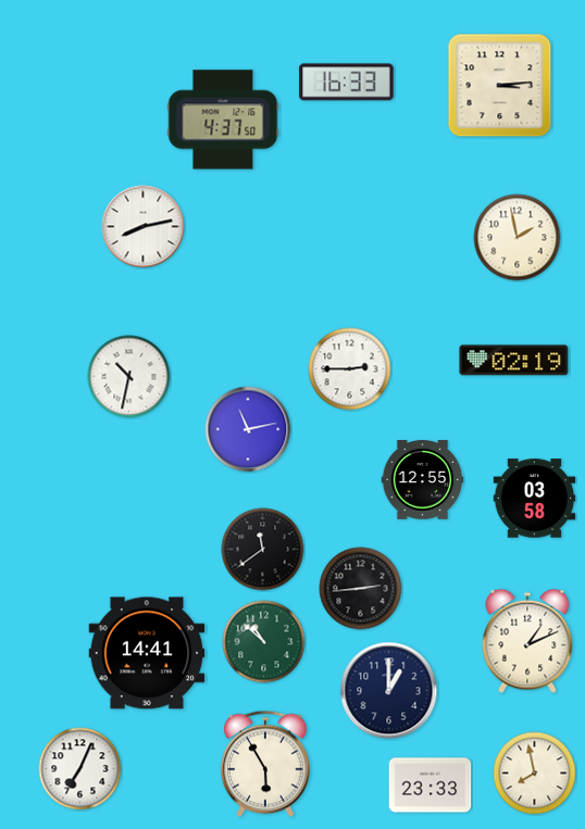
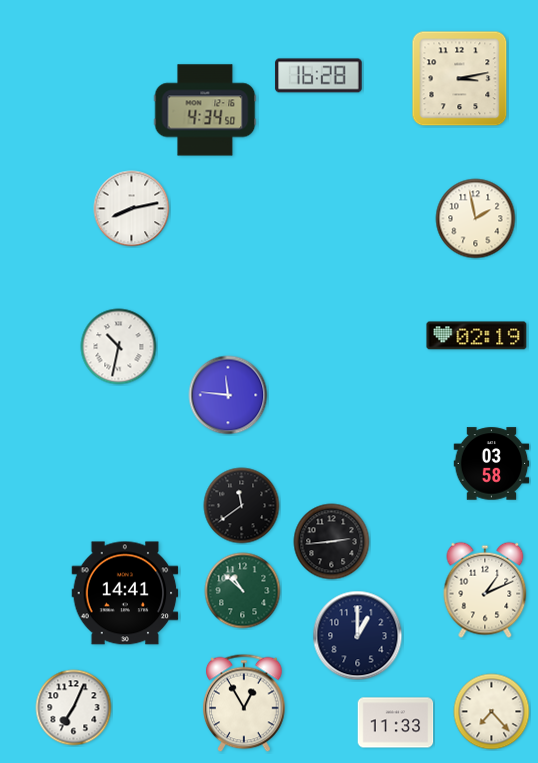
clock at (347, 83): 16:33 -> 16:28
clock at (500, 86): 3:14 -> 3:13
clock at (223, 120): 4:37 -> 4:34
clock at (514, 361) position: (514, 361) -> (477, 336)
clock at (350, 369): 2:45 -> none
clock at (248, 429): 11:13 -> 11:46
clock at (423, 480): 12:55 -> none
clock at (535, 499) position: (535, 499) -> (492, 464)
clock at (147, 653) position: (147, 653) -> (125, 593)
clock at (265, 764): 5:55 -> 12:55
clock at (535, 774): 7:58 -> 7:23
clock at (431, 786): 23:33 -> 11:33
